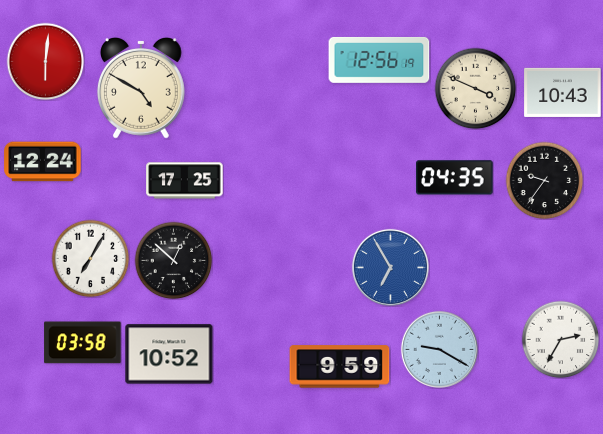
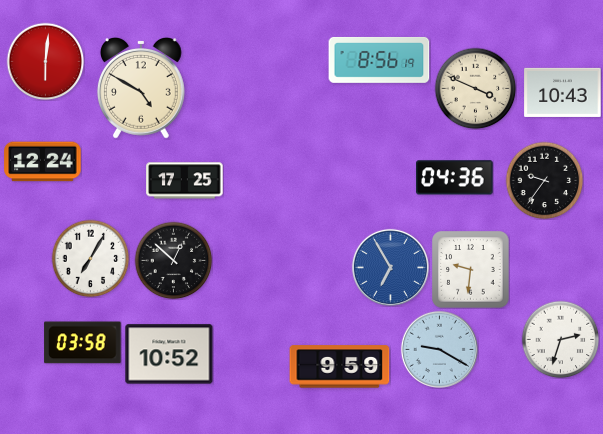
clock at (379, 60): 12:56 -> 8:56
clock at (455, 178): 04:35 -> 04:36
clock at (471, 270): none -> 9:31
clock at (560, 339): 2:35 -> 2:33
